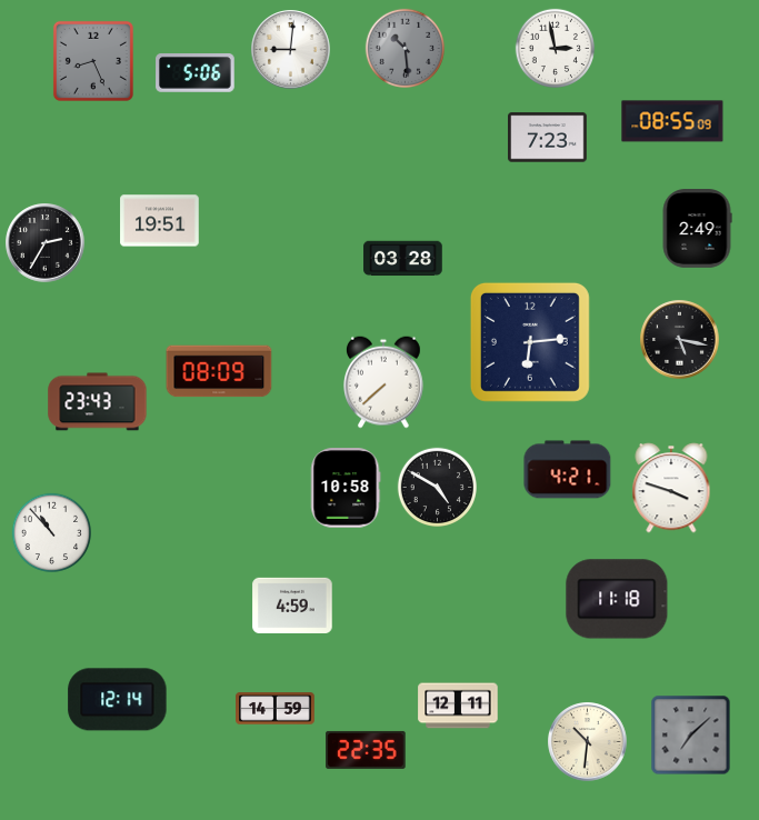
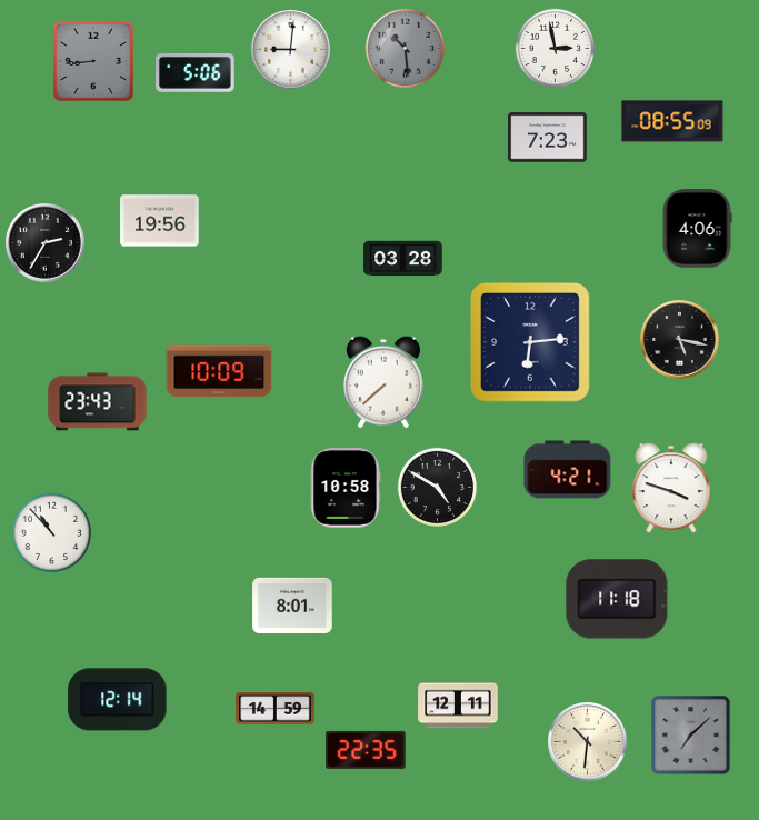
clock at (93, 61): 8:26 -> 8:44
clock at (160, 221): 19:51 -> 19:56
clock at (697, 229): 2:49 -> 4:06
clock at (219, 371): 08:09 -> 10:09
clock at (292, 604): 4:59 -> 8:01
